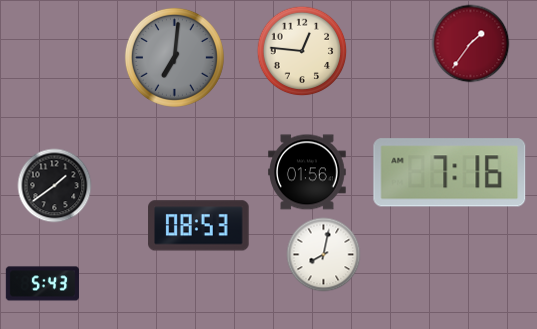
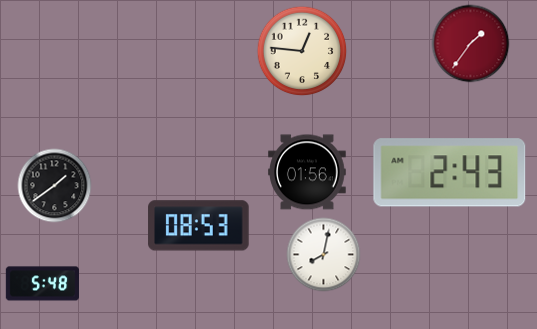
clock at (174, 57): 7:01 -> none
clock at (450, 173): 7:16 -> 2:43
clock at (43, 284): 5:43 -> 5:48
